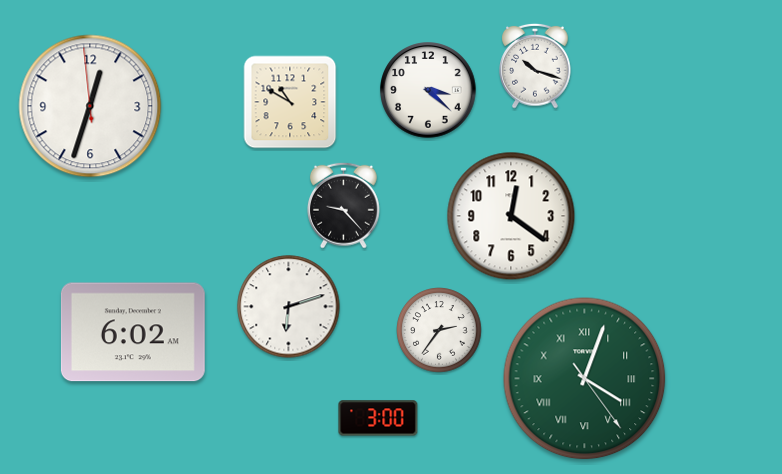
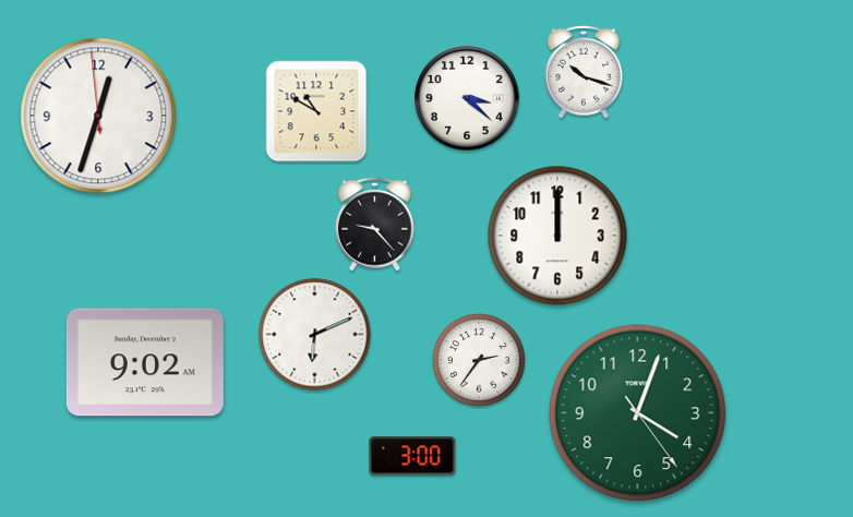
clock at (511, 216): 12:21 -> 12:00
clock at (289, 307): 6:12 -> 6:11
clock at (133, 332): 6:02 -> 9:02
clock at (585, 379) numerals: Roman -> Arabic
